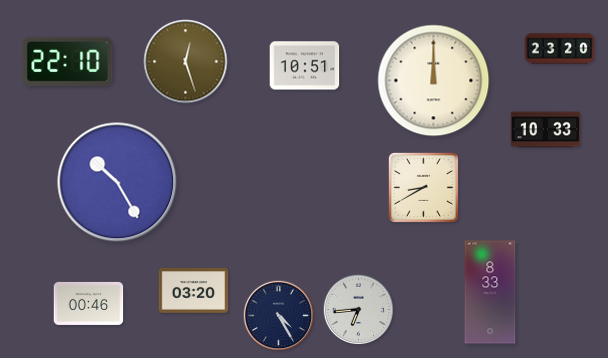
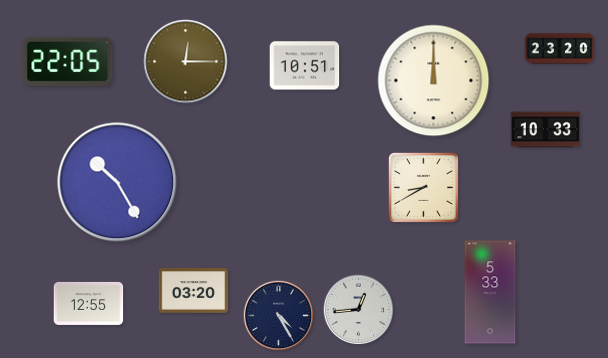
clock at (68, 61): 22:10 -> 22:05
clock at (186, 62): 12:27 -> 12:15
clock at (490, 292): 8:33 -> 5:33
clock at (89, 303): 00:46 -> 12:55
clock at (359, 310): 6:44 -> 12:44
